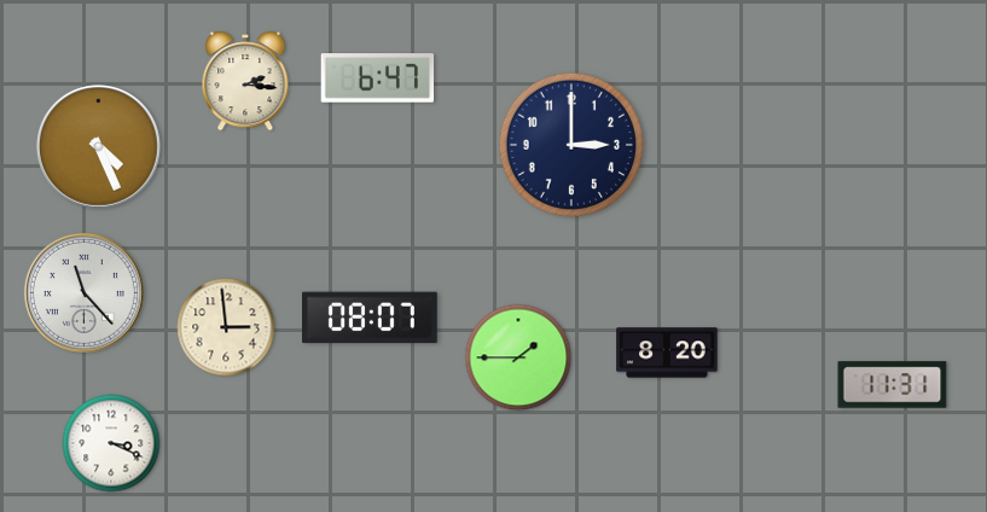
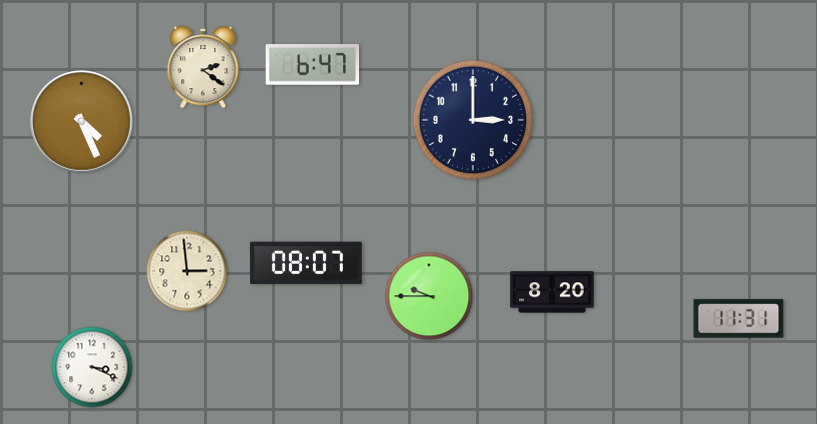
clock at (245, 81): 2:16 -> 2:21
clock at (83, 292): 11:23 -> none
clock at (518, 357): 1:45 -> 9:45
